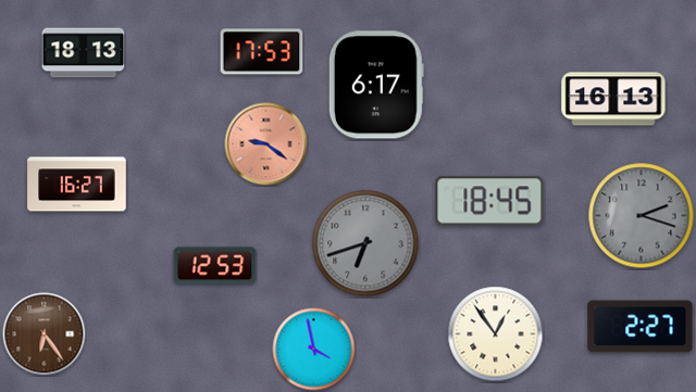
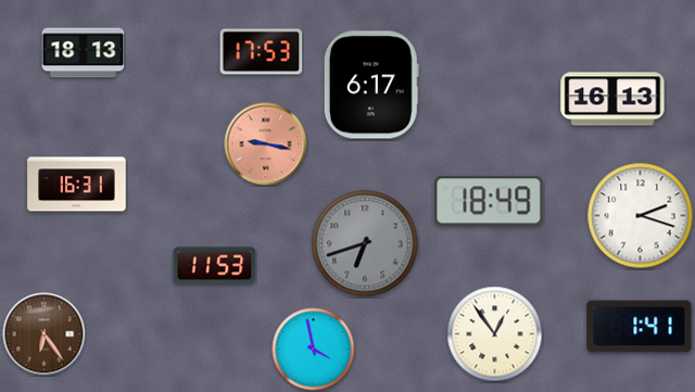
clock at (376, 85) position: (376, 85) -> (371, 85)
clock at (266, 144): 9:21 -> 9:17
clock at (77, 185): 16:27 -> 16:31
clock at (489, 201): 18:45 -> 18:49
clock at (642, 216) dial: grey -> white
clock at (215, 266): 12:53 -> 11:53
clock at (641, 327): 2:27 -> 1:41
